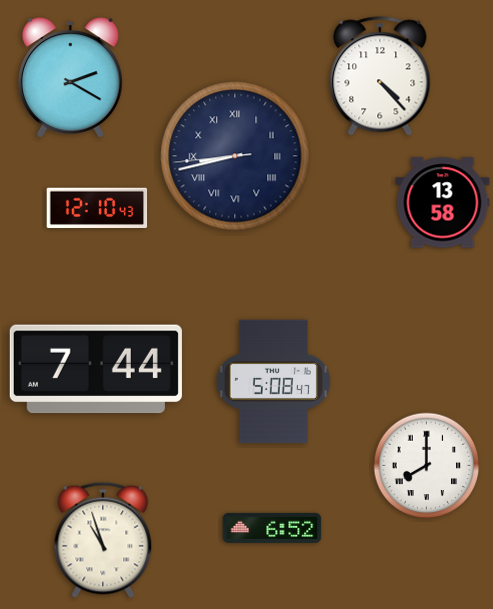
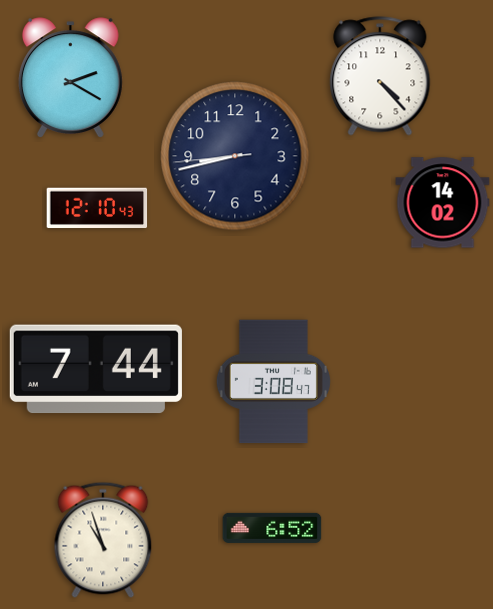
clock at (235, 156) numerals: Roman -> Arabic
clock at (443, 203): 13:58 -> 14:02
clock at (273, 382): 5:08 -> 3:08
clock at (427, 466): 8:00 -> none
